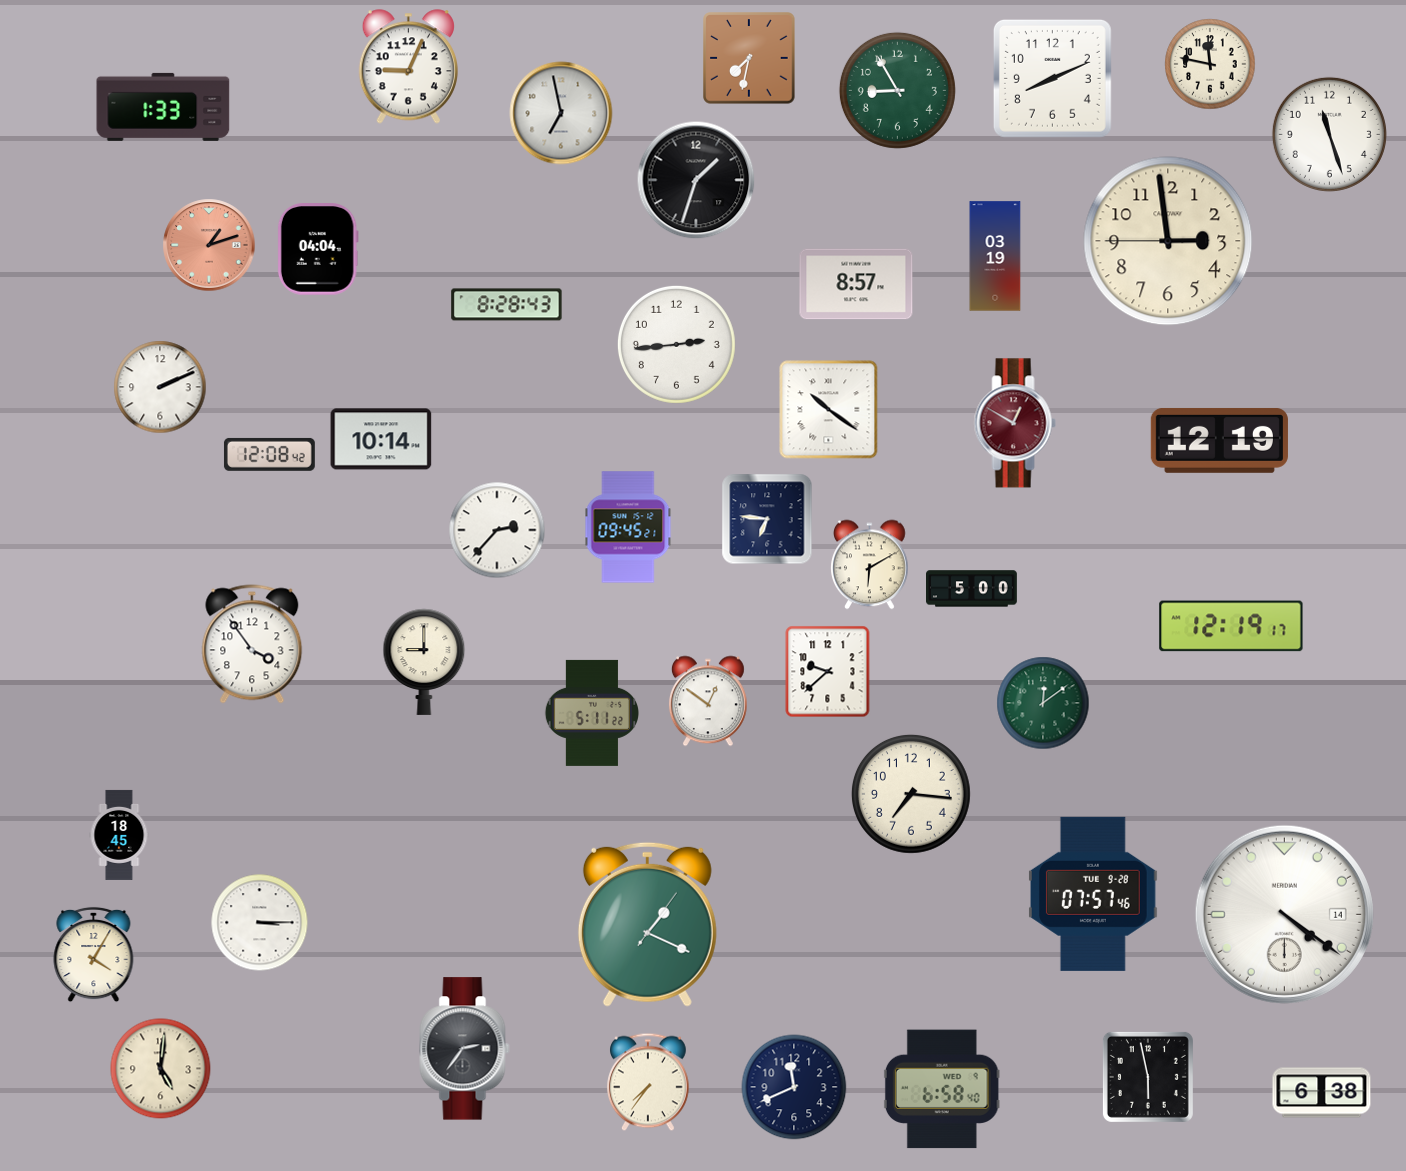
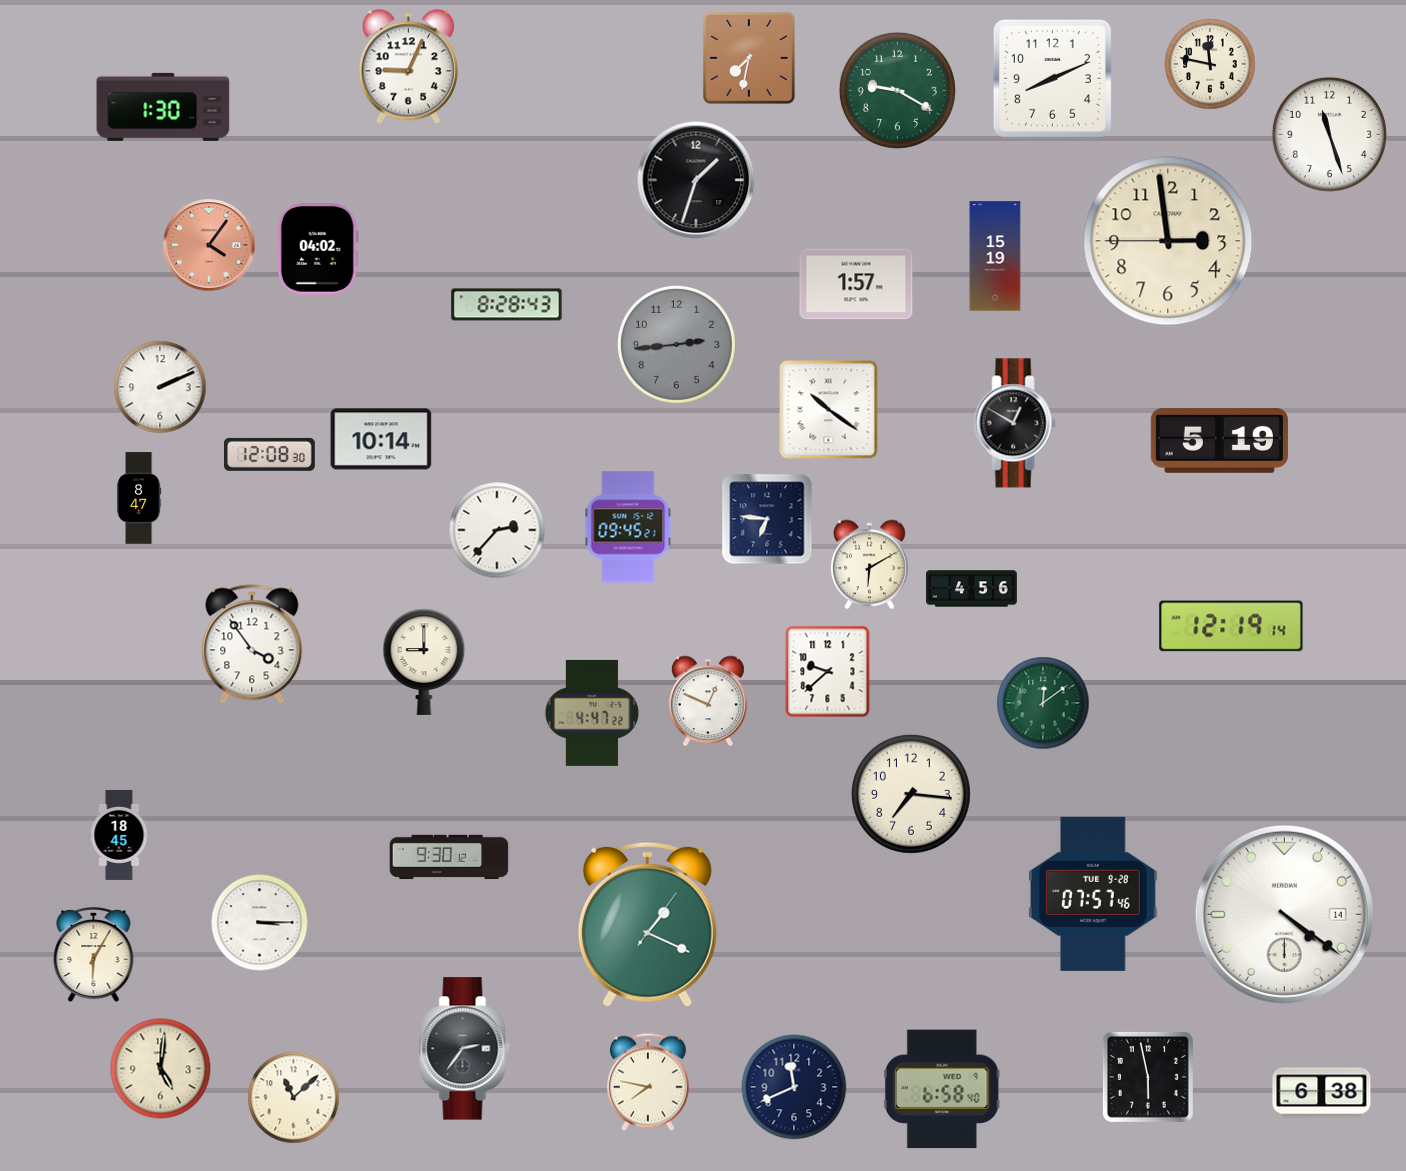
clock at (897, 90): 8:55 -> 9:20
clock at (163, 107): 1:33 -> 1:30
clock at (561, 113): 6:58 -> none
clock at (209, 245): 1:12 -> 4:06
clock at (318, 250): 04:04 -> 04:02
clock at (995, 256): 03:19 -> 15:19
clock at (856, 284): 8:57 -> 1:57
clock at (676, 344) dial: white -> grey
clock at (1015, 423) dial: burgundy -> black
clock at (1219, 440): 12:19 -> 5:19
clock at (269, 454): 12:08:42 -> 12:08:30
clock at (139, 498): none -> 8:47
clock at (972, 589): 5:00 -> 4:56
clock at (1231, 626): 12:19:17 -> 12:19:14
clock at (708, 701): 12:51 -> 12:49
clock at (591, 713): 5:11 -> 4:47
clock at (449, 857): none -> 9:30
clock at (94, 955): 4:05 -> 6:05
clock at (649, 1082): 7:36 -> 7:47
clock at (294, 1098): none -> 11:08
